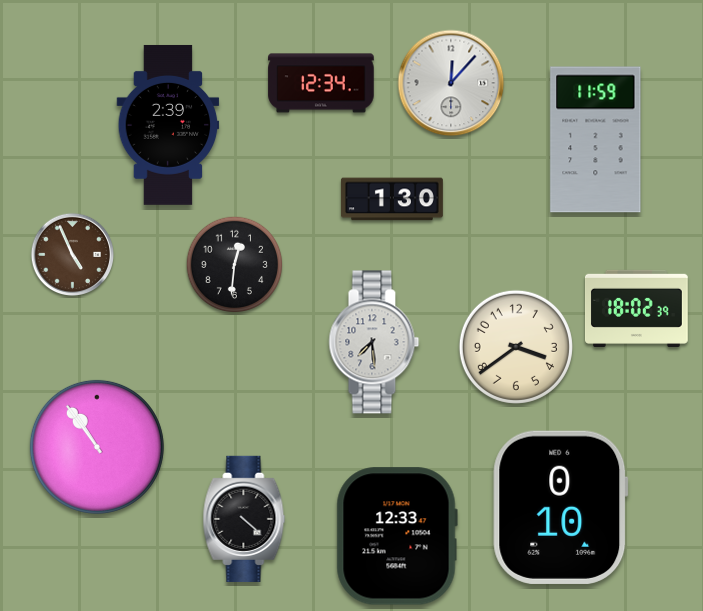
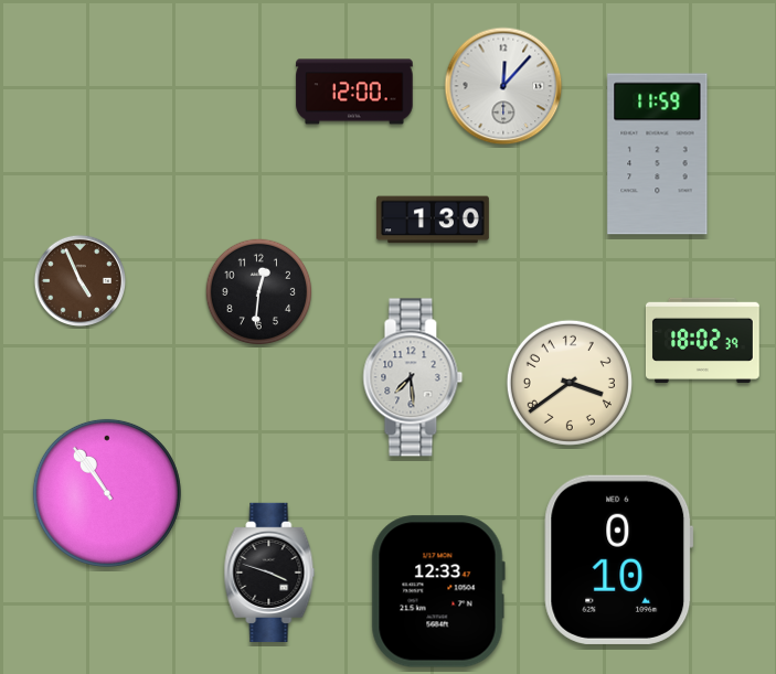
clock at (321, 83): 12:34 -> 12:00
clock at (451, 83) position: (451, 83) -> (503, 86)
clock at (168, 125): 2:39 -> none
clock at (244, 519): 4:22 -> 3:48
